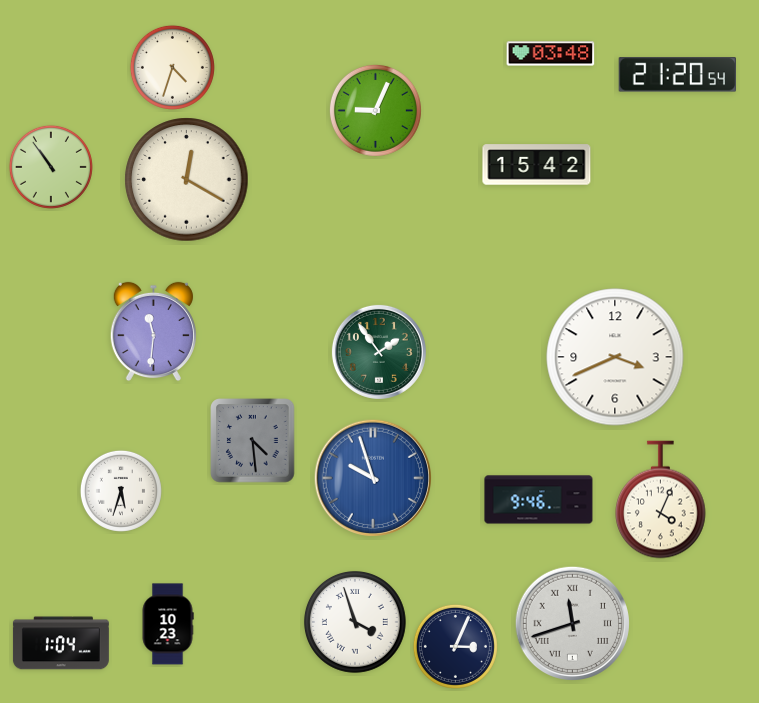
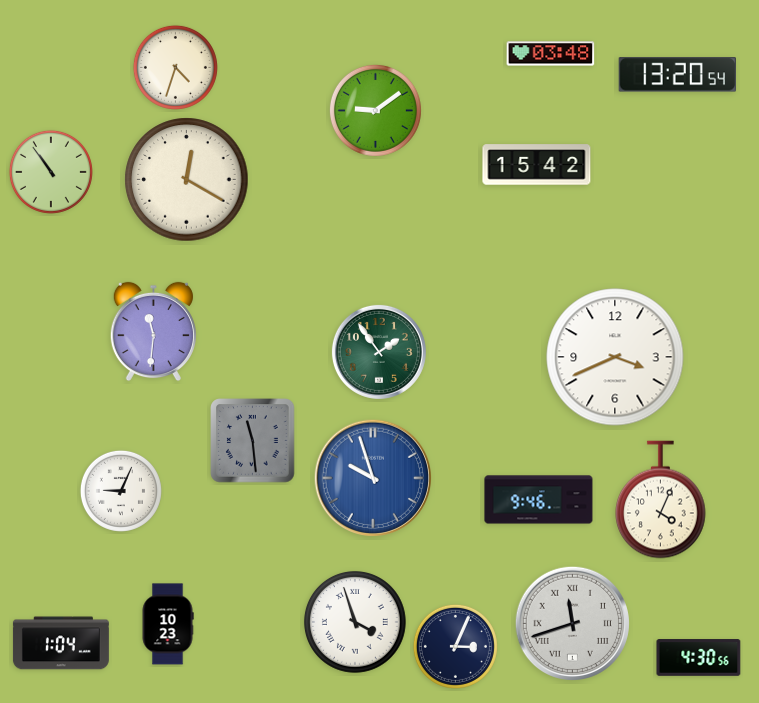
clock at (172, 67) position: (172, 67) -> (175, 67)
clock at (677, 75): 21:20 -> 13:20
clock at (375, 110): 9:04 -> 9:09
clock at (51, 167) position: (51, 167) -> (51, 172)
clock at (253, 441): 4:29 -> 11:29
clock at (121, 491): 5:33 -> 9:04
clock at (699, 658): none -> 4:30
